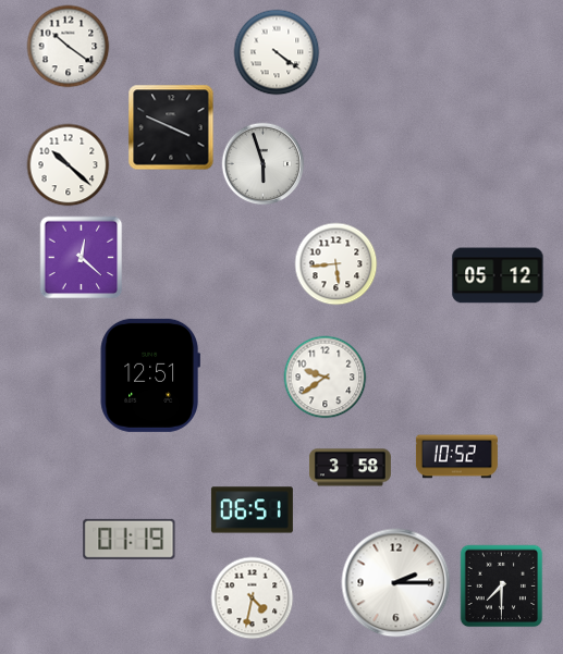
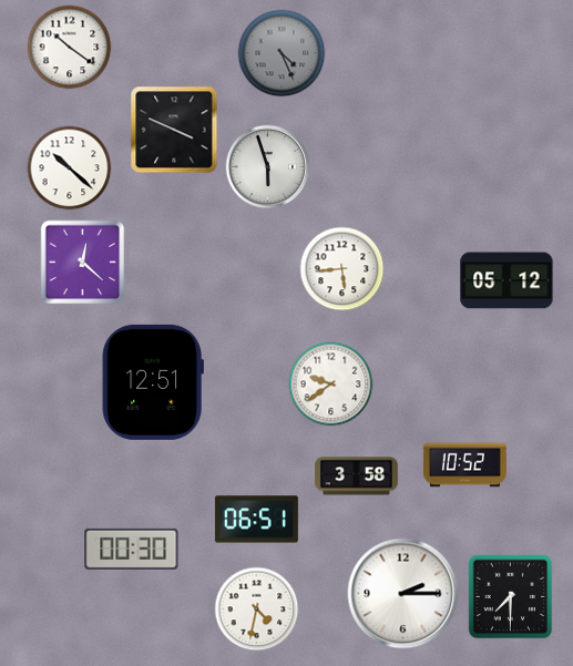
clock at (277, 52): 4:21 -> 4:26
clock at (277, 52) dial: white -> grey
clock at (130, 539): 01:19 -> 00:30
